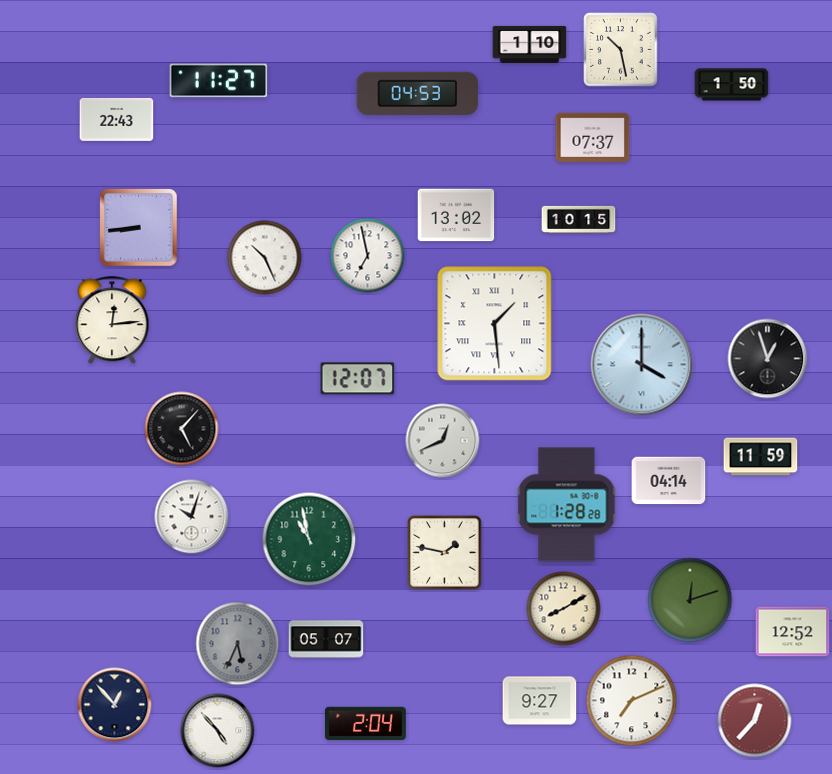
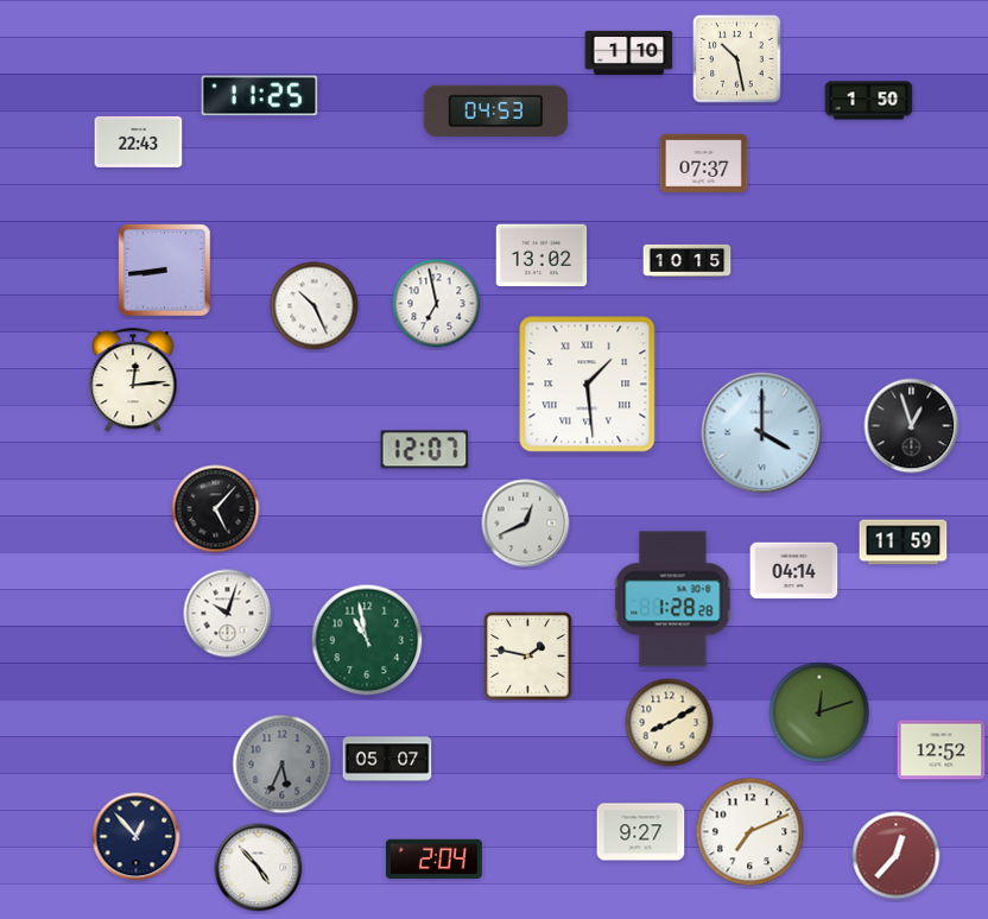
clock at (219, 81): 11:27 -> 11:25
